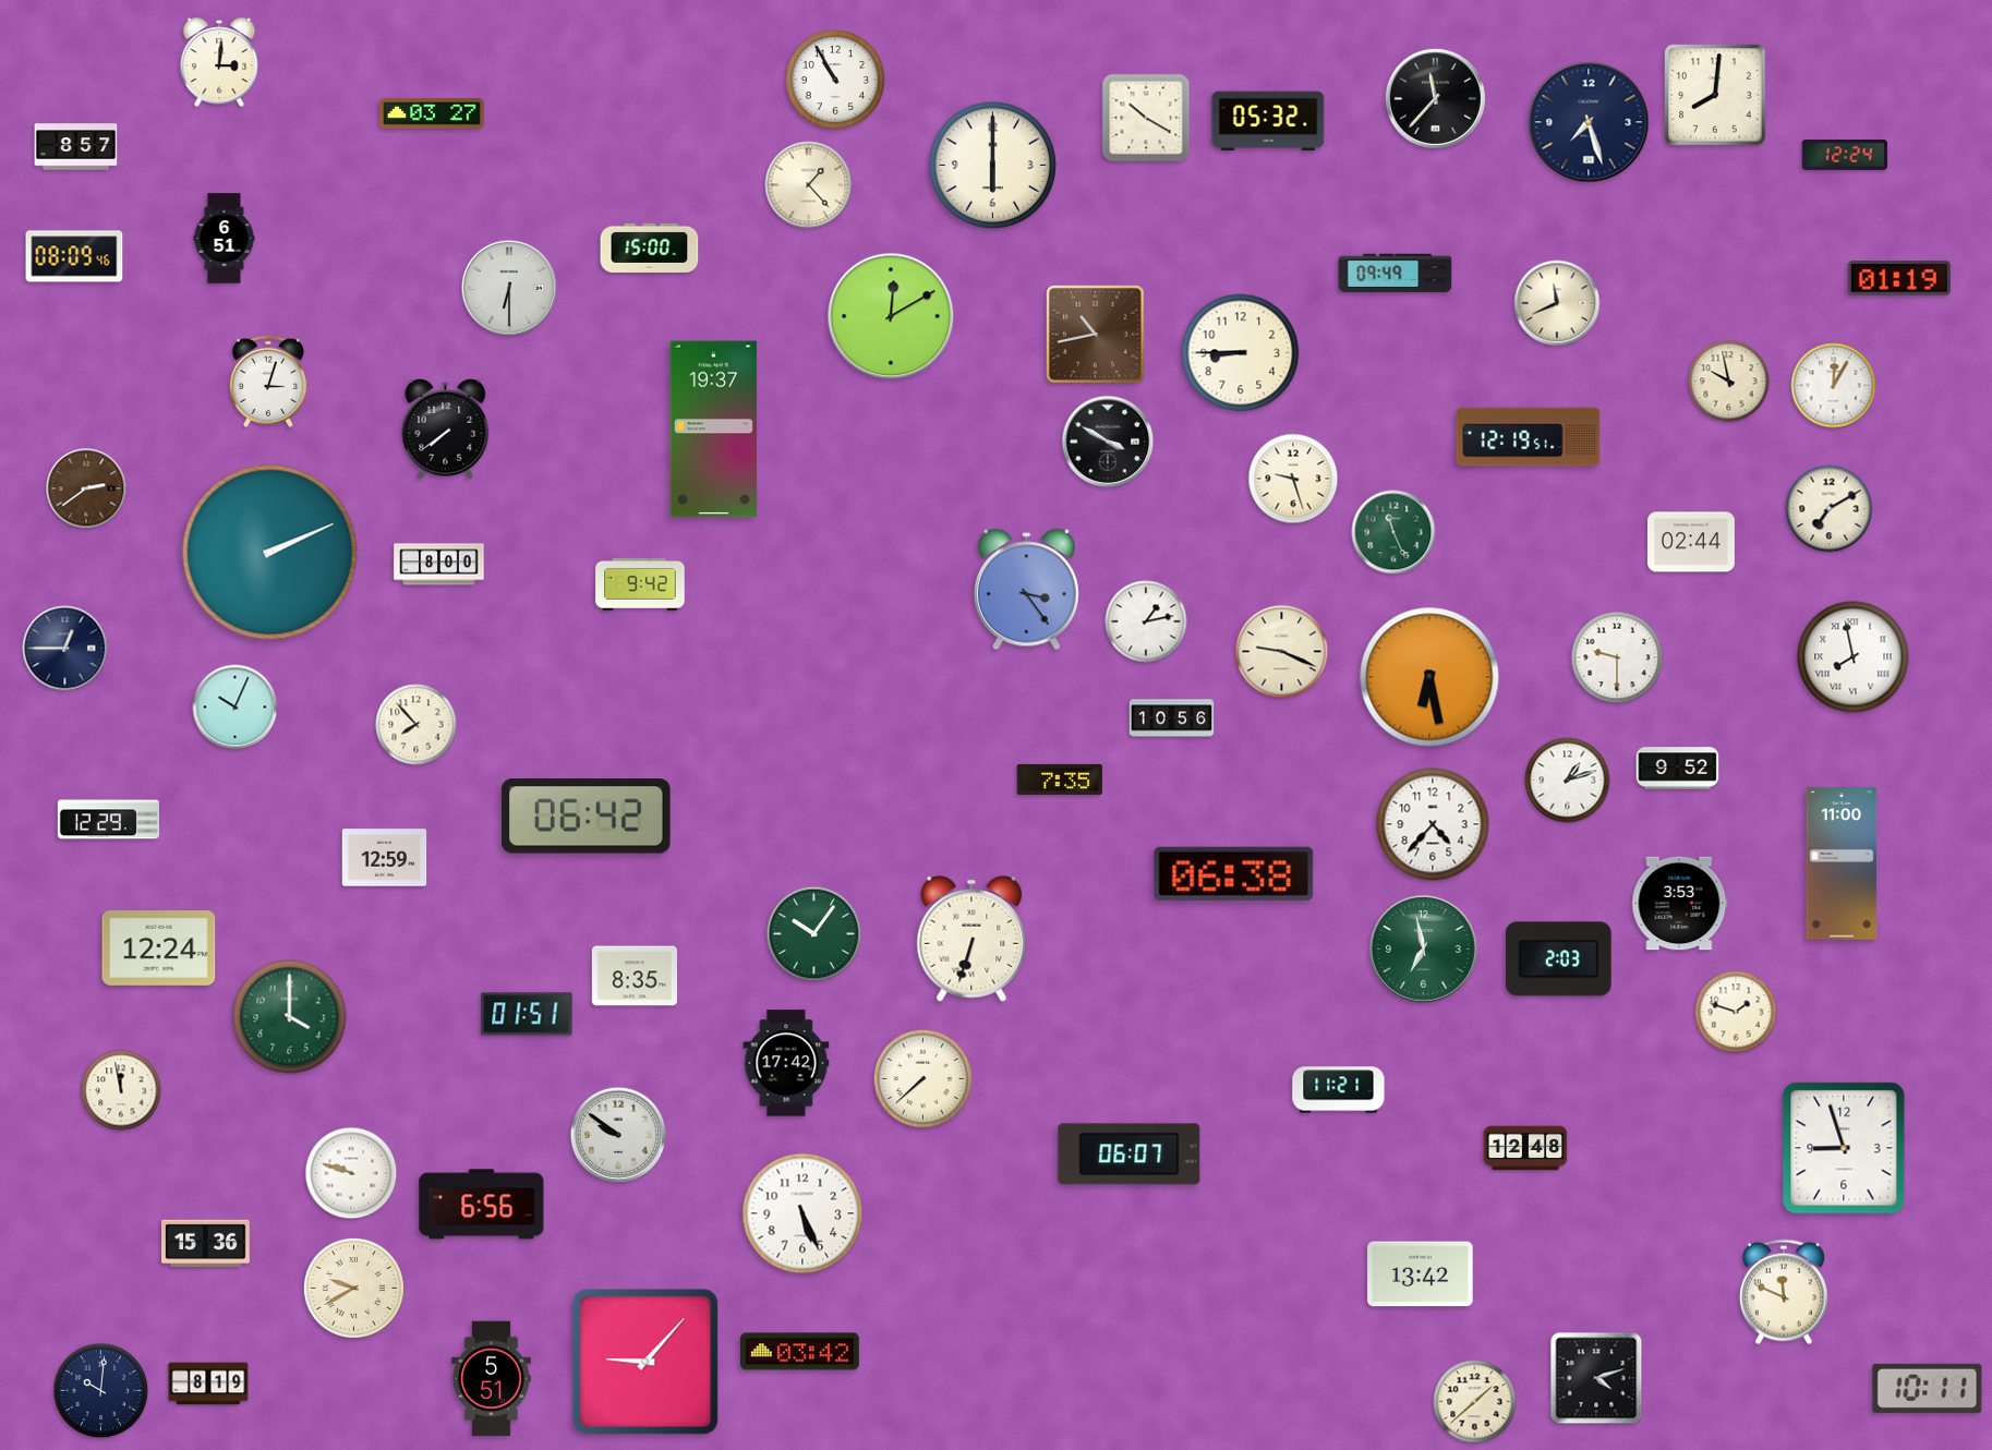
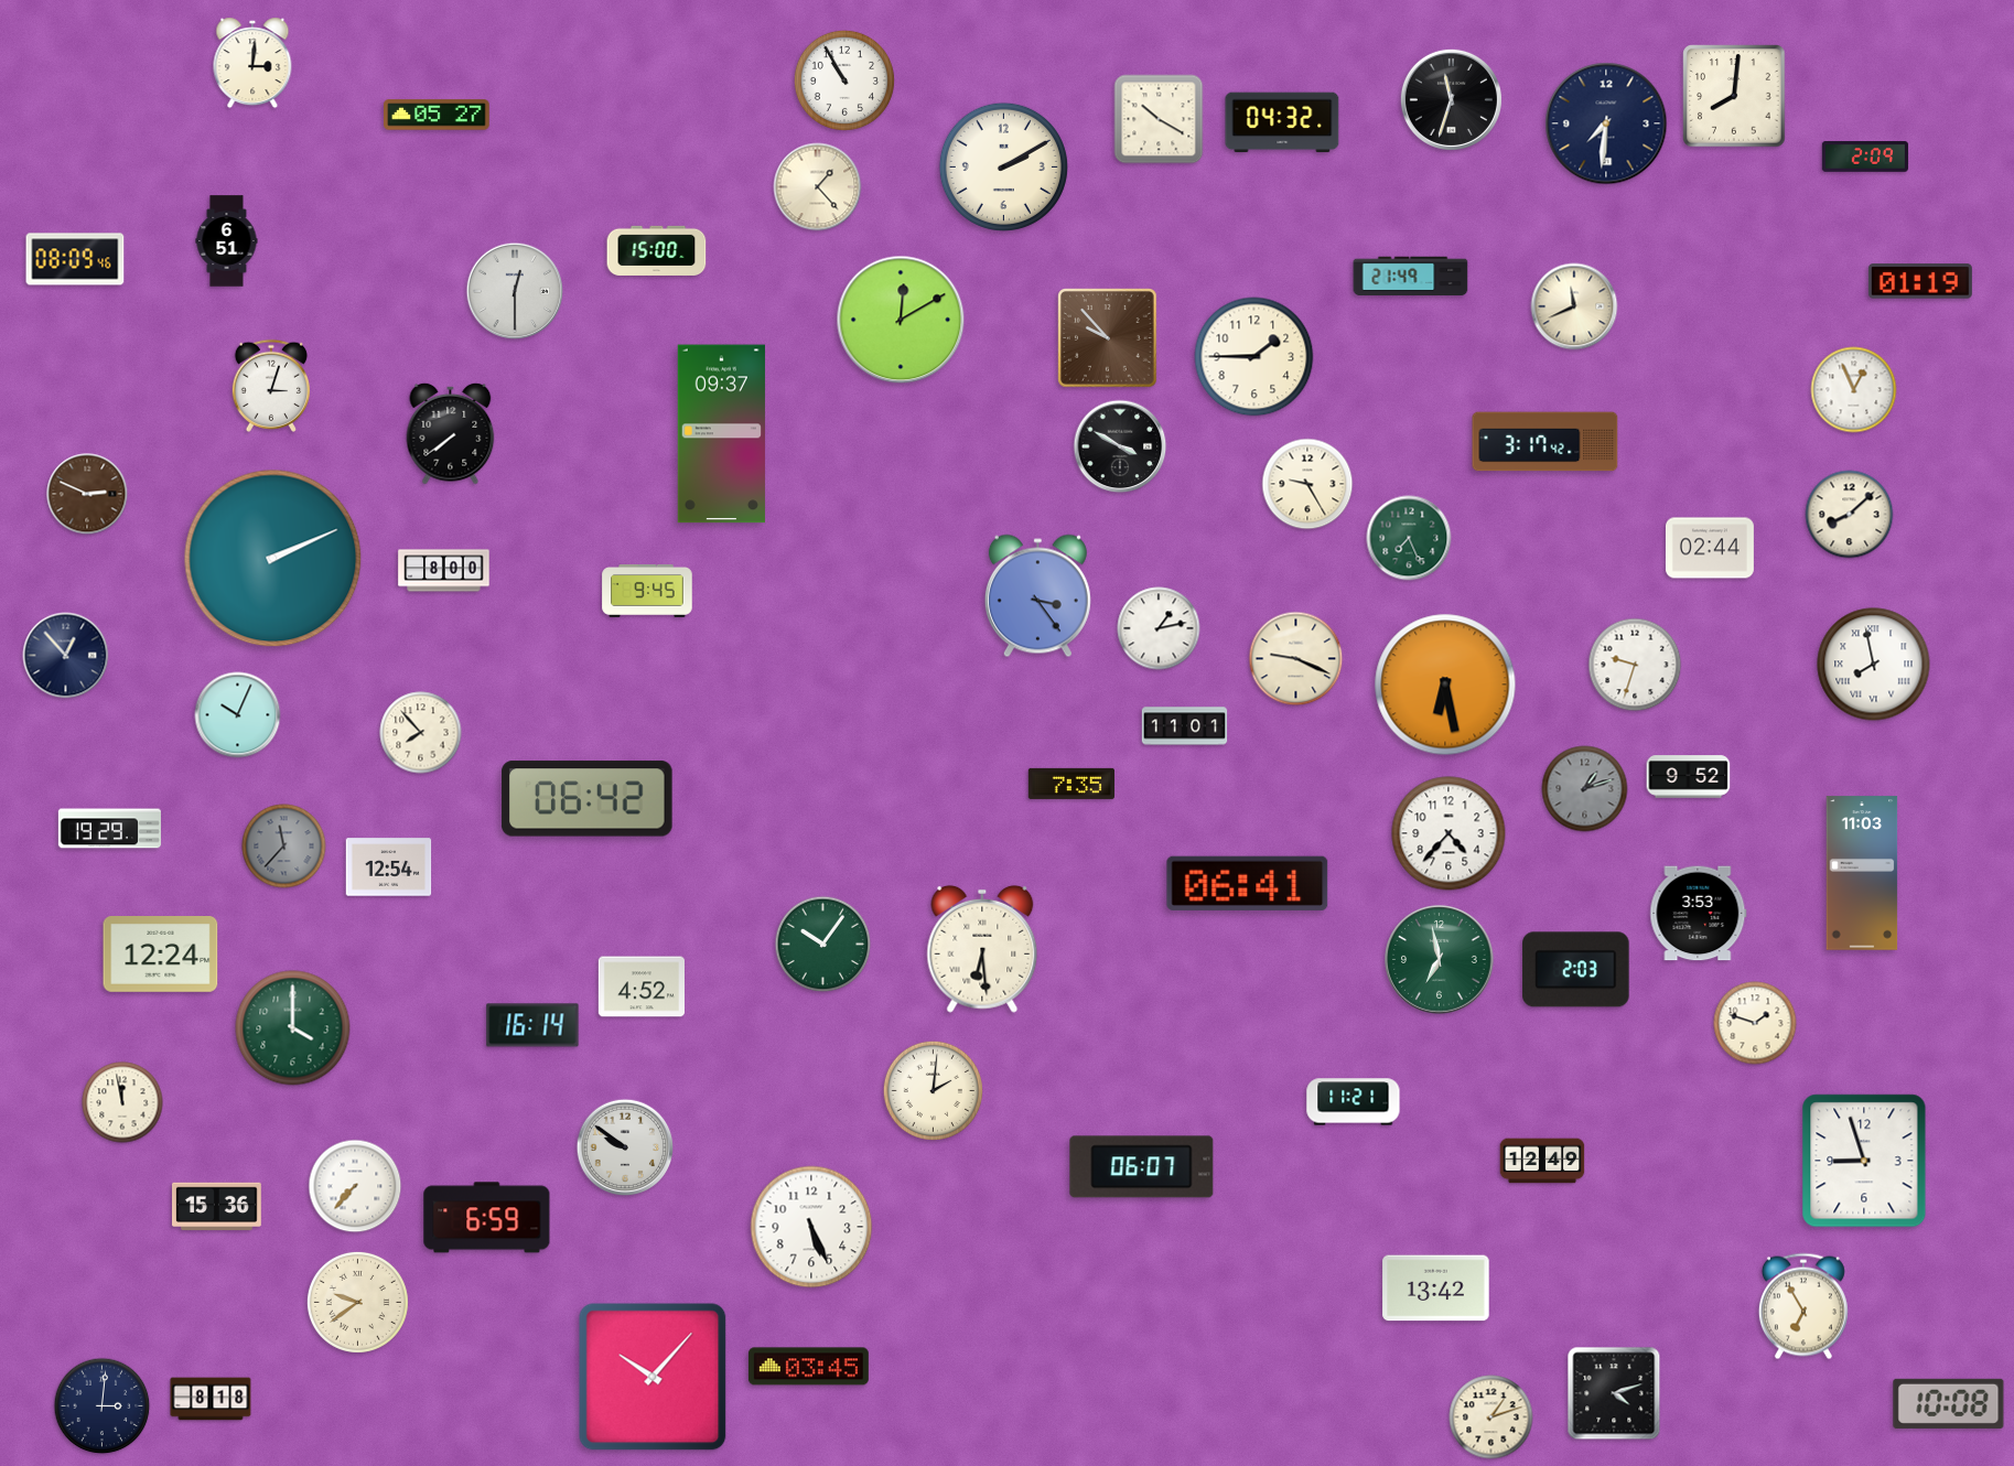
clock at (219, 62) position: (219, 62) -> (252, 63)
clock at (1435, 98): 11:37 -> 11:33
clock at (432, 113): 03:27 -> 05:27
clock at (1268, 121): 05:32 -> 04:32
clock at (1589, 122): 7:27 -> 7:31
clock at (76, 147): 8:57 -> none
clock at (1845, 156): 12:24 -> 2:09
clock at (992, 165): 6:00 -> 2:10
clock at (1396, 274): 09:49 -> 21:49
clock at (509, 288): 6:30 -> 12:30
clock at (1096, 335): 10:43 -> 9:53
clock at (1241, 353): 8:45 -> 1:45
clock at (1729, 382): 9:58 -> none
clock at (1834, 386): 12:05 -> 12:56
clock at (713, 430): 19:37 -> 09:37
clock at (1529, 437): 12:19 -> 3:17
clock at (1293, 479): 9:27 -> 9:25
clock at (86, 488): 2:39 -> 2:49
clock at (1830, 509): 7:10 -> 8:08
clock at (1393, 532): 11:26 -> 7:26
clock at (640, 584): 9:42 -> 9:45
clock at (65, 649): 12:45 -> 12:53
clock at (1617, 657): 9:30 -> 9:33
clock at (1172, 718): 10:56 -> 11:01
clock at (1678, 769) position: (1678, 769) -> (1689, 777)
clock at (1060, 780) position: (1060, 780) -> (1071, 784)
clock at (1568, 781) dial: white -> grey
clock at (587, 817) position: (587, 817) -> (588, 799)
clock at (108, 820): 12:29 -> 19:29
clock at (284, 847): none -> 11:37
clock at (385, 858): 12:59 -> 12:54
clock at (1842, 863): 11:00 -> 11:03
clock at (1234, 873): 06:38 -> 06:41
clock at (971, 939): 6:33 -> 6:29
clock at (159, 948) position: (159, 948) -> (161, 955)
clock at (633, 976): 8:35 -> 4:52
clock at (527, 1014): 01:51 -> 16:14
clock at (786, 1063): 17:42 -> none
clock at (922, 1078): 7:38 -> 2:01
clock at (1525, 1148): 12:48 -> 12:49
clock at (351, 1173): 9:48 -> 7:37
clock at (482, 1205): 6:56 -> 6:59
clock at (206, 1244) position: (206, 1244) -> (217, 1207)
clock at (353, 1288): 9:40 -> 9:39
clock at (1784, 1292): 11:49 -> 6:55
clock at (799, 1352): 03:42 -> 03:45
clock at (645, 1362): 9:07 -> 10:07
clock at (491, 1379): 5:51 -> none
clock at (208, 1383): 8:19 -> 8:18
clock at (1928, 1388): 10:11 -> 10:08
clock at (101, 1391): 10:01 -> 3:01
clock at (1475, 1402): 1:38 -> 1:12
